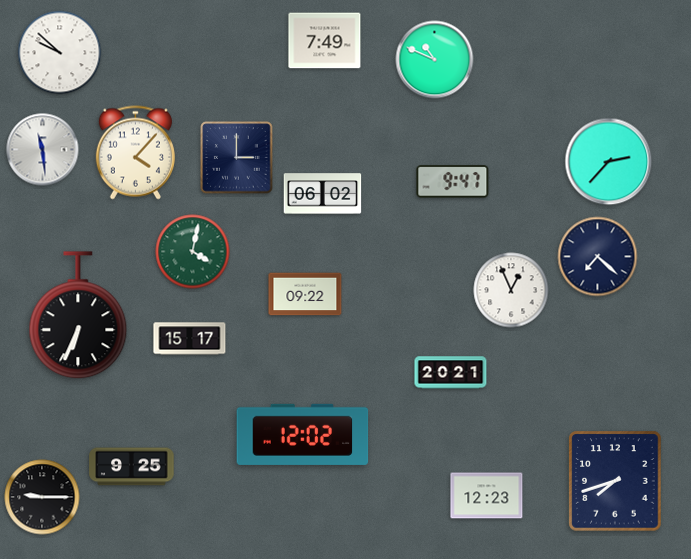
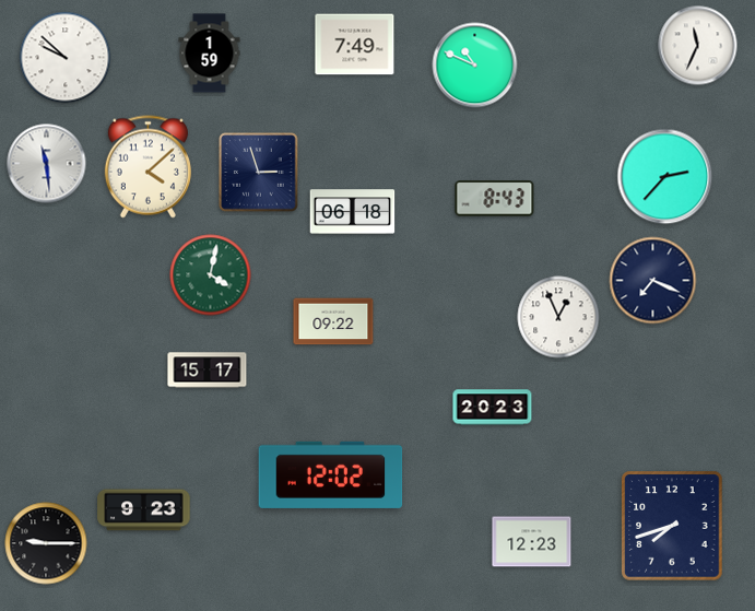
clock at (698, 46): none -> 11:34
clock at (210, 54): none -> 1:59
clock at (135, 153): 4:07 -> 4:08
clock at (237, 158): 3:00 -> 2:57
clock at (453, 182): 9:47 -> 8:43
clock at (323, 194): 06:02 -> 06:18
clock at (598, 257): 7:22 -> 7:19
clock at (78, 316): 6:34 -> none
clock at (451, 373): 20:21 -> 20:23
clock at (132, 467): 9:25 -> 9:23
